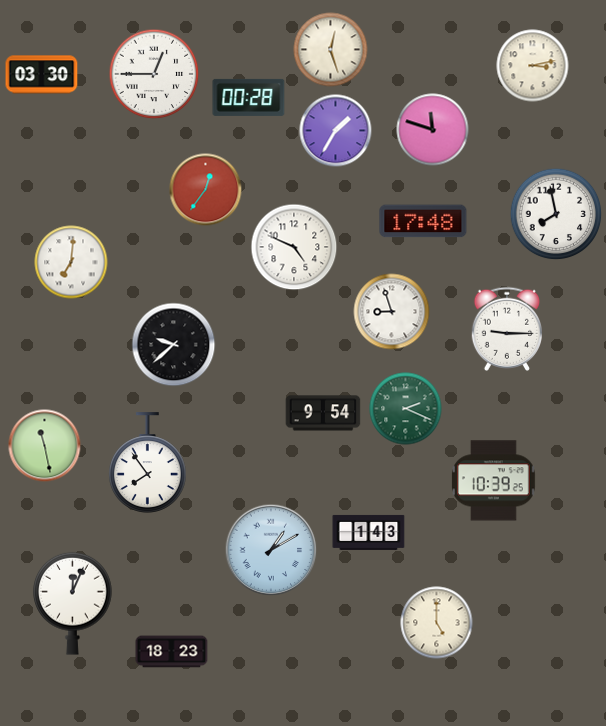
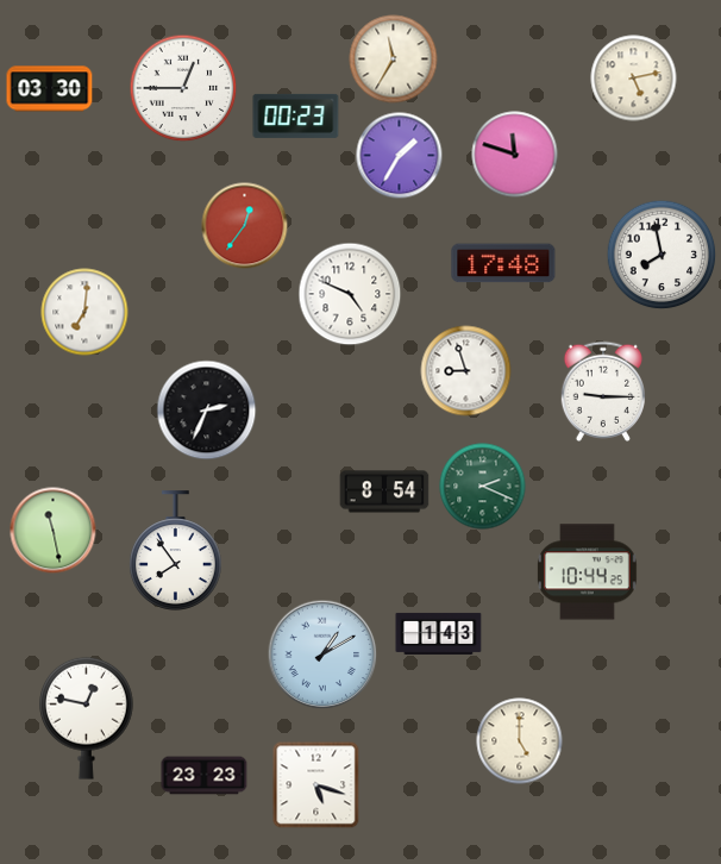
clock at (331, 50): 12:27 -> 11:35
clock at (533, 66): 3:13 -> 5:13
clock at (249, 97): 00:28 -> 00:23
clock at (174, 345): 9:38 -> 2:34
clock at (323, 413): 9:54 -> 8:54
clock at (494, 481): 10:39 -> 10:44
clock at (73, 603): 12:04 -> 12:47
clock at (172, 652): 18:23 -> 23:23
clock at (316, 785): none -> 5:18
